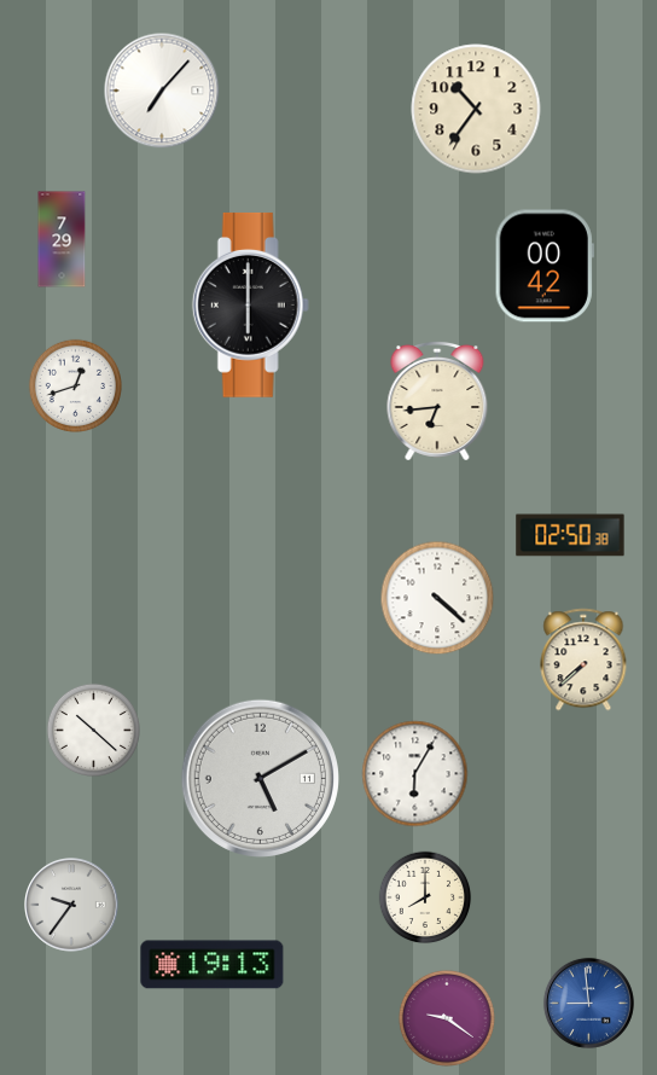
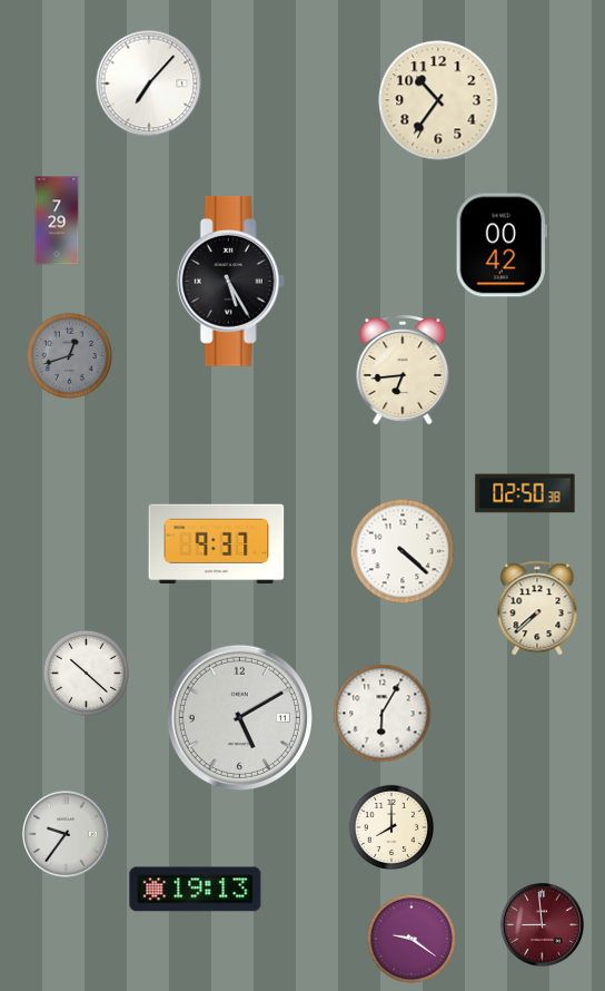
clock at (250, 304): 6:00 -> 5:25
clock at (75, 385) dial: white -> grey
clock at (217, 544): none -> 9:37
clock at (588, 1003) dial: blue -> burgundy
